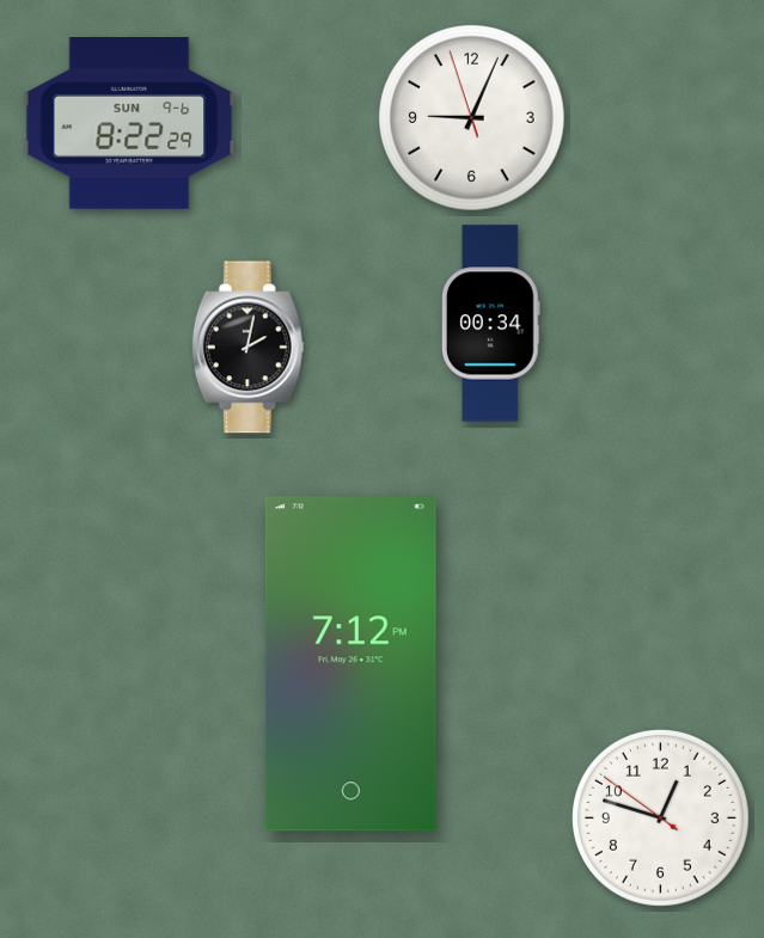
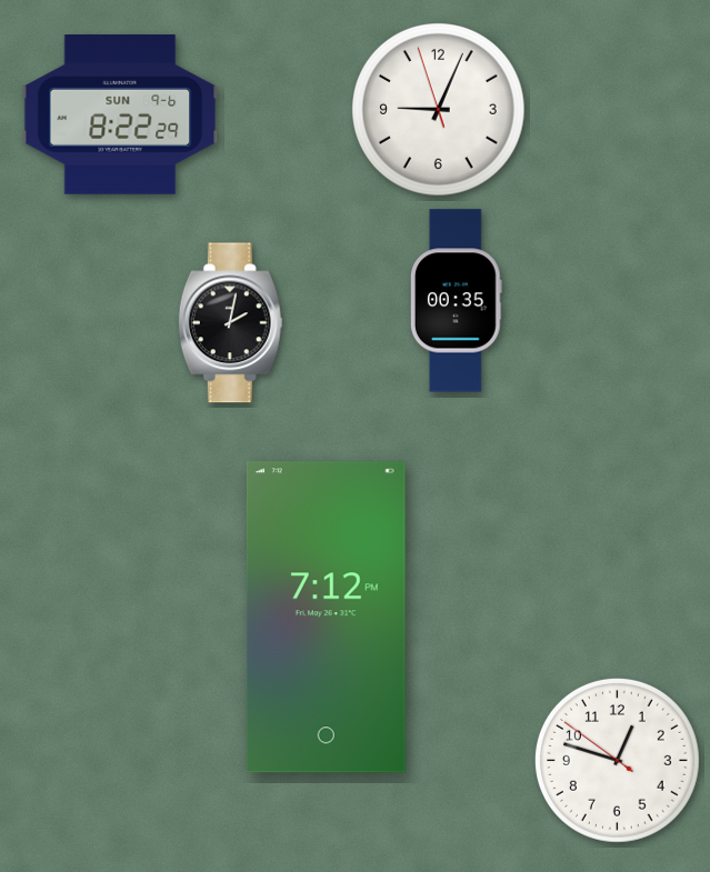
clock at (491, 324): 00:34 -> 00:35
clock at (660, 817) position: (660, 817) -> (617, 760)
